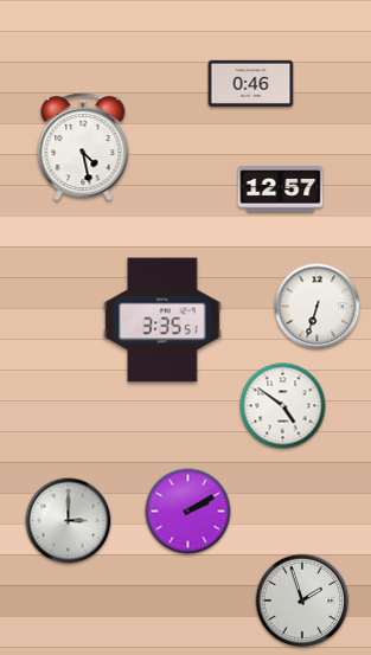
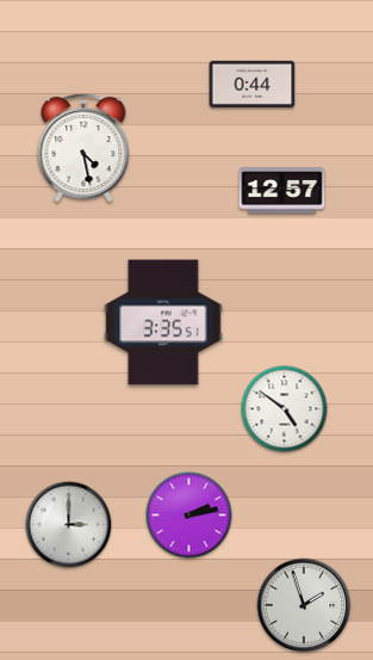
clock at (251, 83): 0:46 -> 0:44
clock at (318, 307): 6:33 -> none
clock at (188, 512): 2:10 -> 2:13
